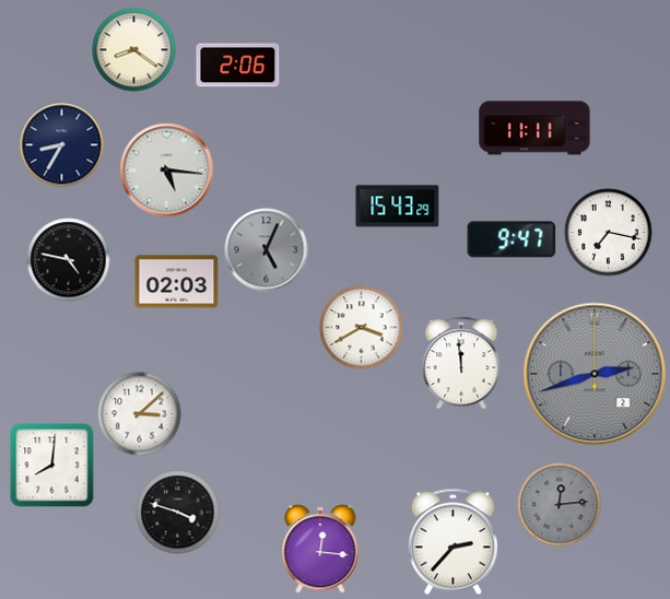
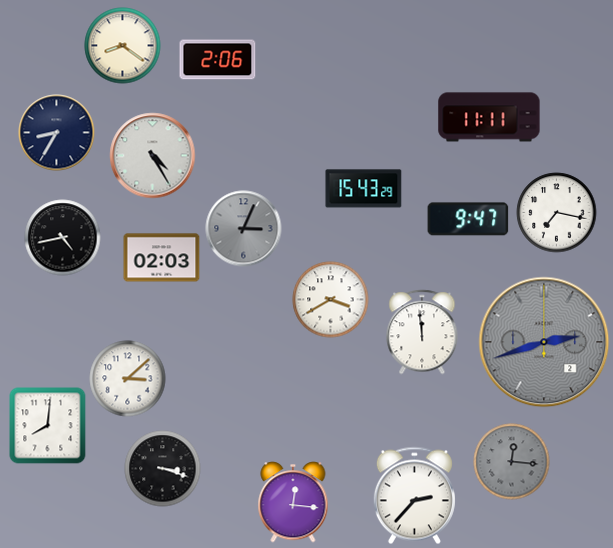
clock at (167, 171): 5:16 -> 4:25
clock at (267, 250): 5:04 -> 3:04
clock at (69, 260): 4:47 -> 4:43
clock at (560, 505): 12:14 -> 12:16
clock at (178, 513): 3:48 -> 3:18
